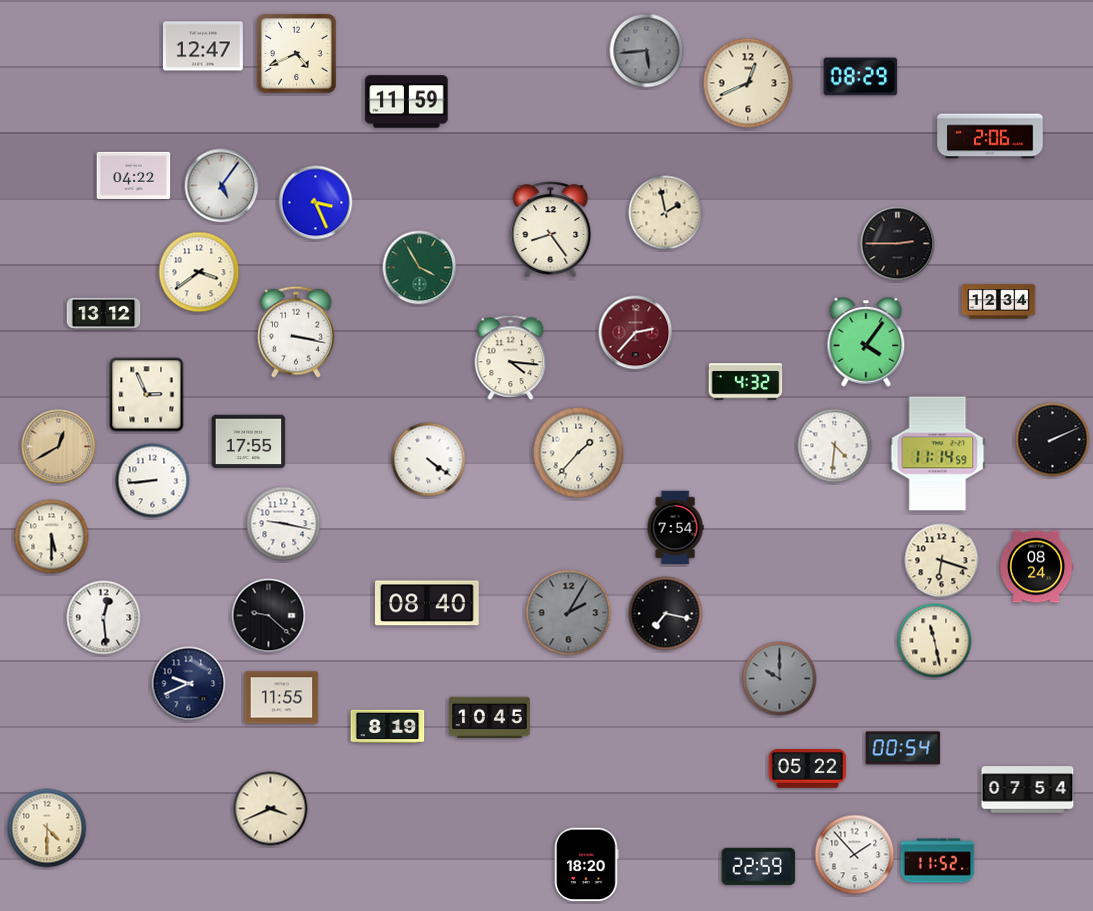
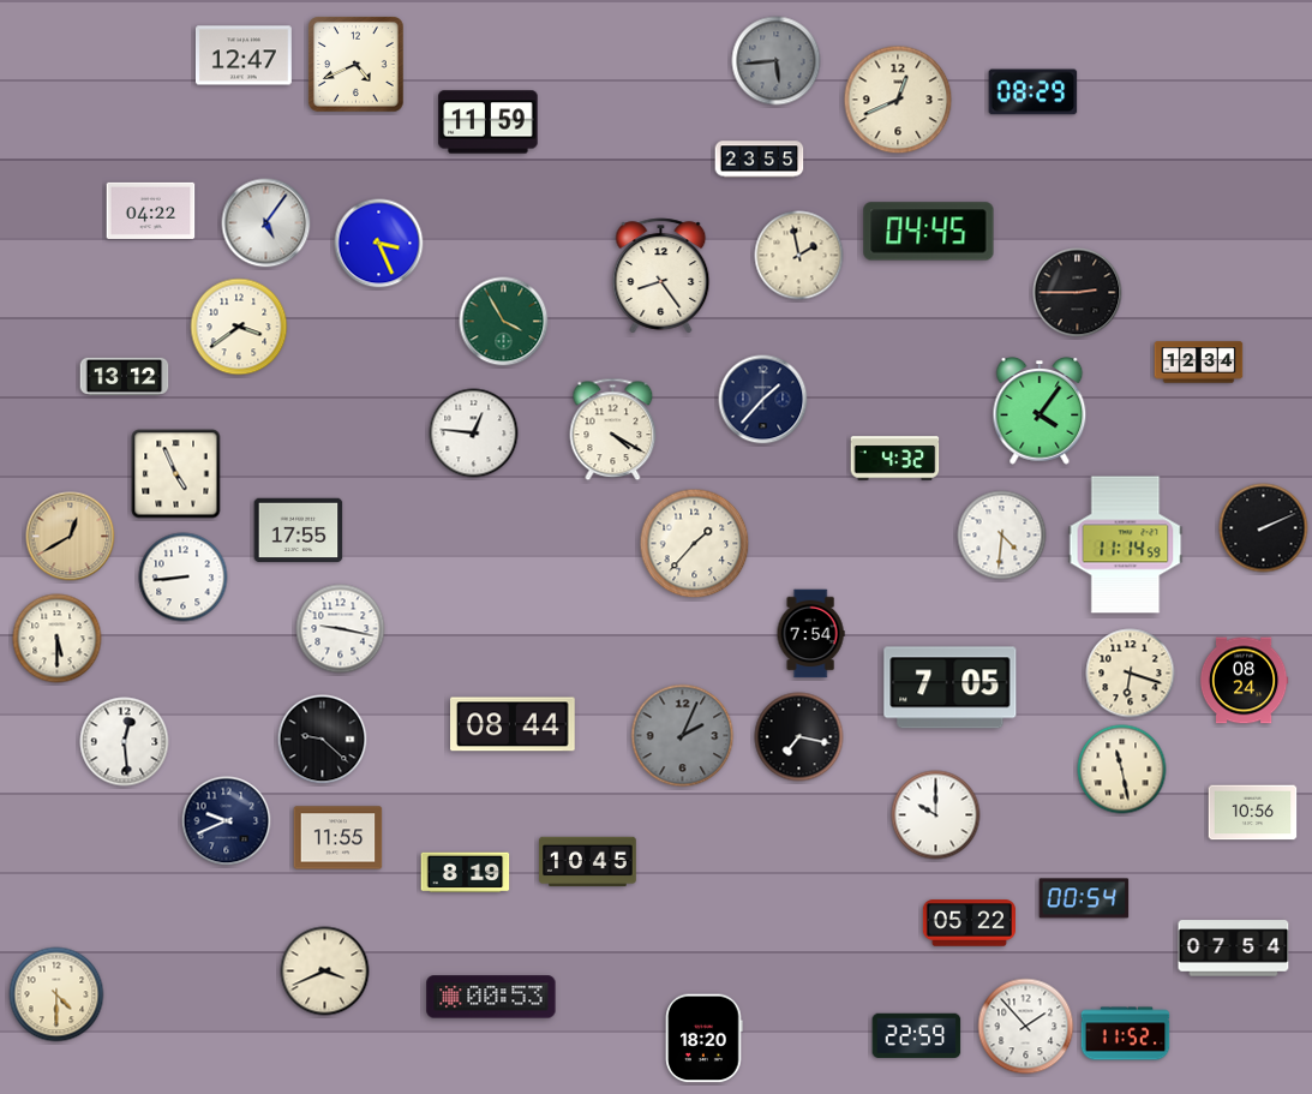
clock at (760, 160): none -> 23:55
clock at (990, 136): 2:06 -> none
clock at (134, 175) position: (134, 175) -> (151, 210)
clock at (929, 232): none -> 04:45
clock at (296, 332): 3:17 -> none
clock at (636, 333): 2:37 -> 1:37
clock at (636, 333) dial: burgundy -> navy
clock at (511, 358): 4:16 -> 4:20
clock at (474, 434): none -> 12:46
clock at (147, 395): 2:56 -> 4:56
clock at (429, 460): 4:21 -> none
clock at (52, 537) position: (52, 537) -> (58, 639)
clock at (951, 688): none -> 7:05
clock at (428, 603): 08:40 -> 08:44
clock at (569, 613): 2:05 -> 2:04
clock at (1253, 813): none -> 10:56
clock at (780, 679) dial: grey -> white
clock at (491, 997): none -> 00:53
clock at (759, 866) position: (759, 866) -> (917, 1035)
